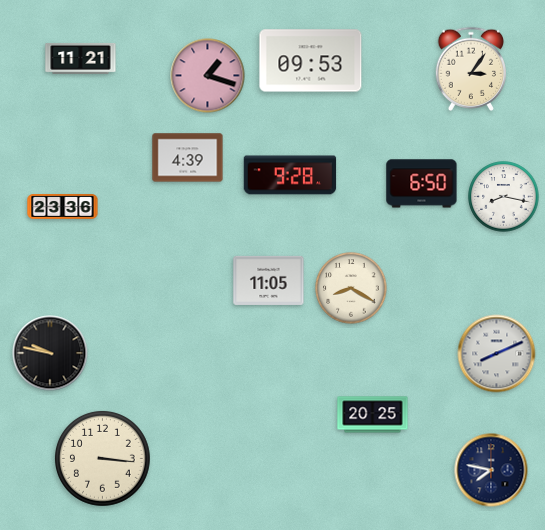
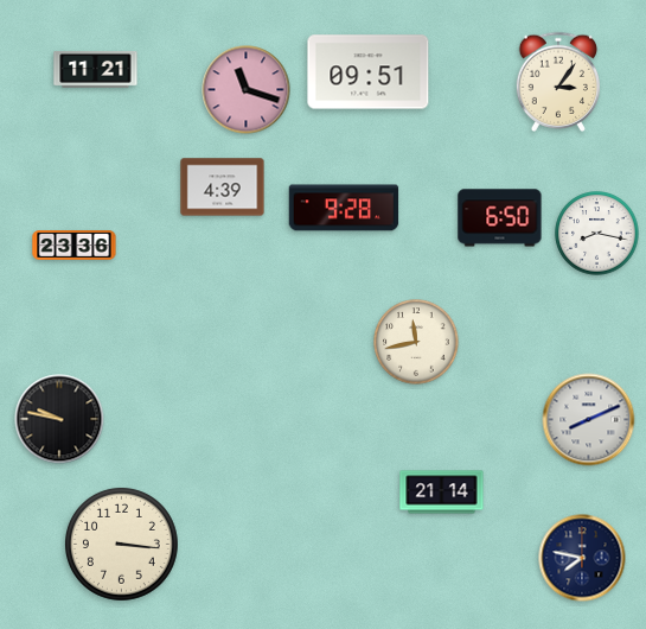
clock at (311, 61): 09:53 -> 09:51
clock at (208, 76): 1:18 -> 11:18
clock at (269, 280): 11:05 -> none
clock at (351, 288): 8:20 -> 11:43
clock at (373, 415): 20:25 -> 21:14
